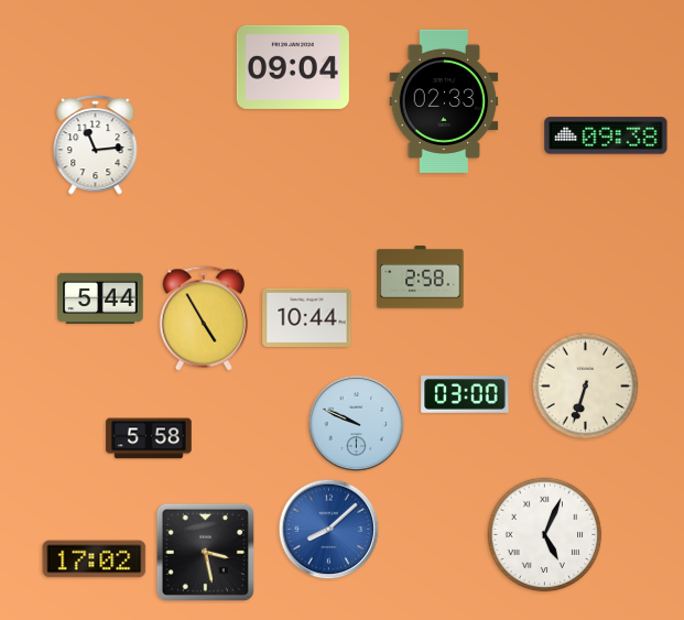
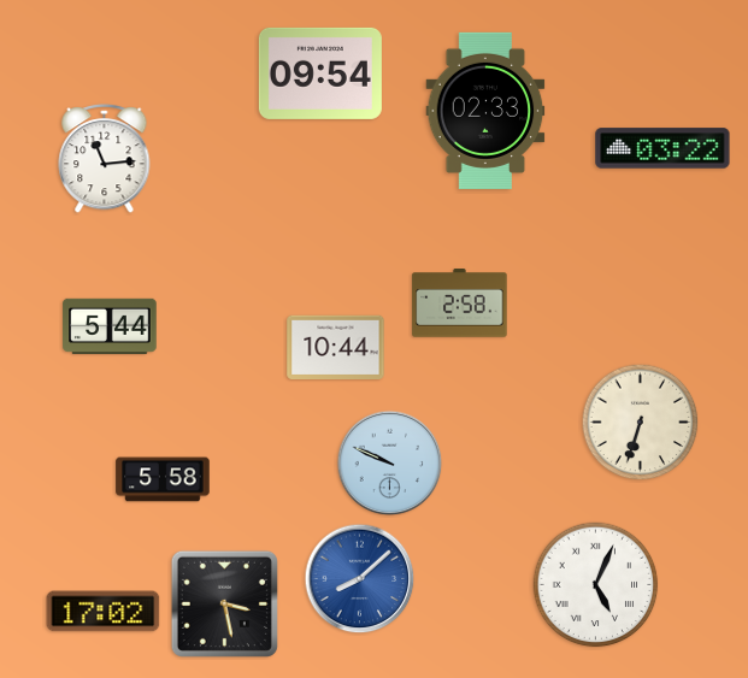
clock at (293, 67): 09:04 -> 09:54
clock at (606, 135): 09:38 -> 03:22
clock at (203, 318): 4:55 -> none
clock at (465, 395): 03:00 -> none
